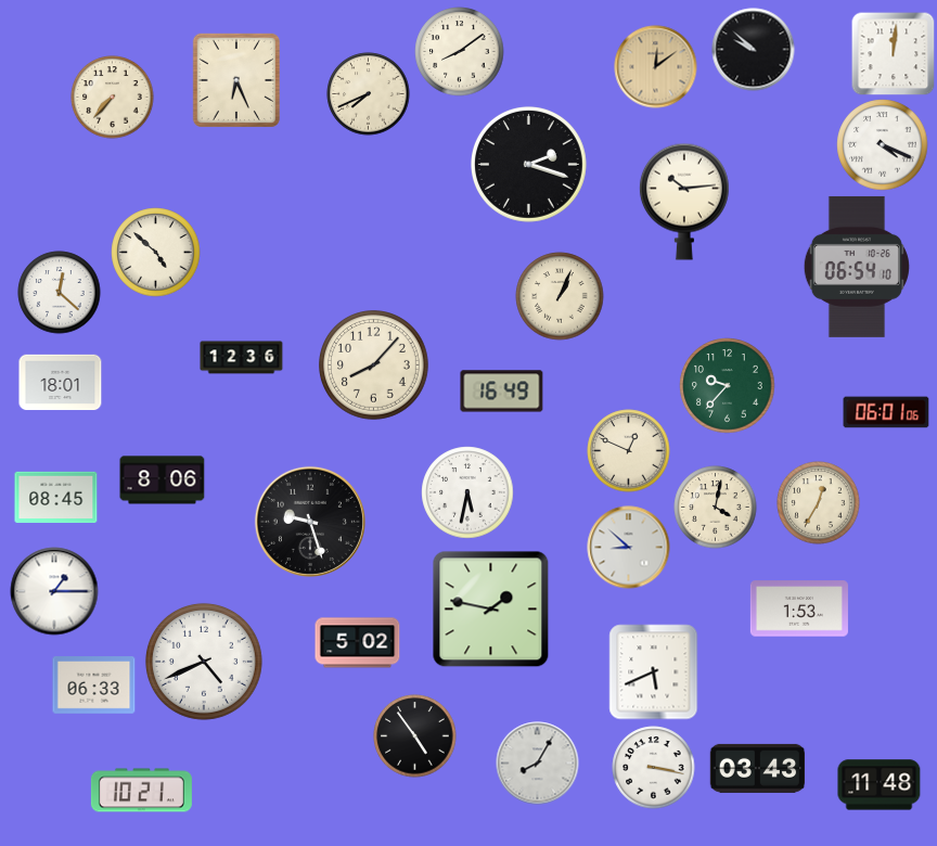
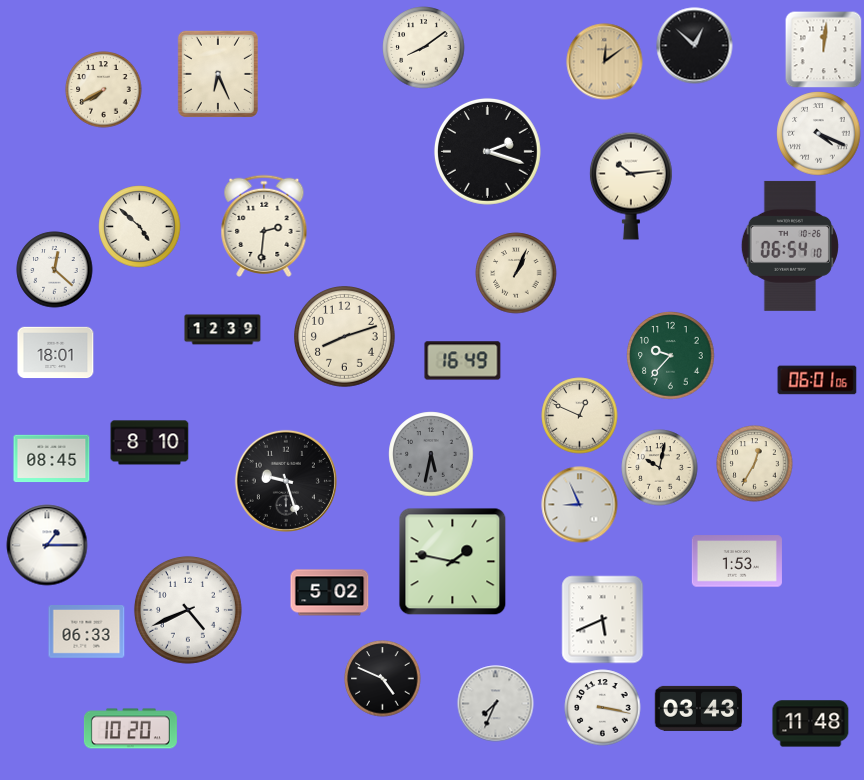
clock at (754, 50): 9:52 -> 12:52
clock at (369, 94): 7:41 -> none
clock at (113, 98): 7:37 -> 7:40
clock at (883, 145) position: (883, 145) -> (819, 134)
clock at (264, 226): none -> 2:31
clock at (156, 253) position: (156, 253) -> (140, 227)
clock at (242, 358): 12:36 -> 12:39
clock at (374, 366): 8:07 -> 8:12
clock at (163, 480): 8:06 -> 8:10
clock at (467, 492) dial: white -> grey
clock at (716, 508): 4:02 -> 10:02
clock at (629, 548): 8:52 -> 8:56
clock at (54, 591) position: (54, 591) -> (47, 545)
clock at (415, 736): 4:54 -> 4:49
clock at (538, 764): 8:05 -> 7:34
clock at (141, 791): 10:21 -> 10:20
